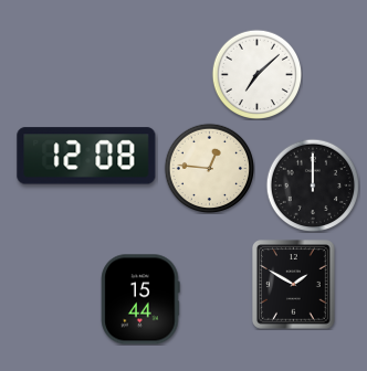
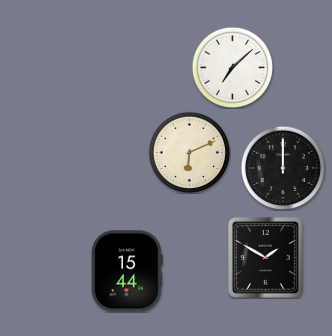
clock at (86, 156): 12:08 -> none
clock at (209, 168): 12:46 -> 6:11
